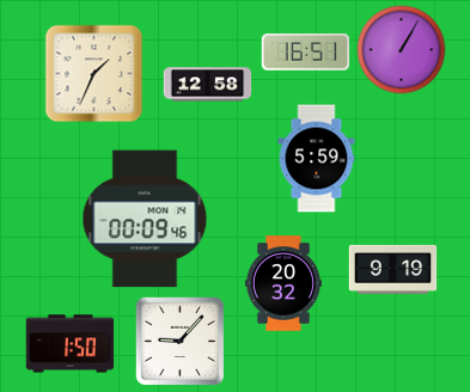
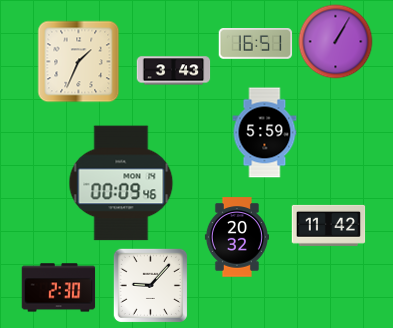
clock at (208, 85): 12:58 -> 3:43
clock at (393, 269): 9:19 -> 11:42
clock at (71, 344): 1:50 -> 2:30
